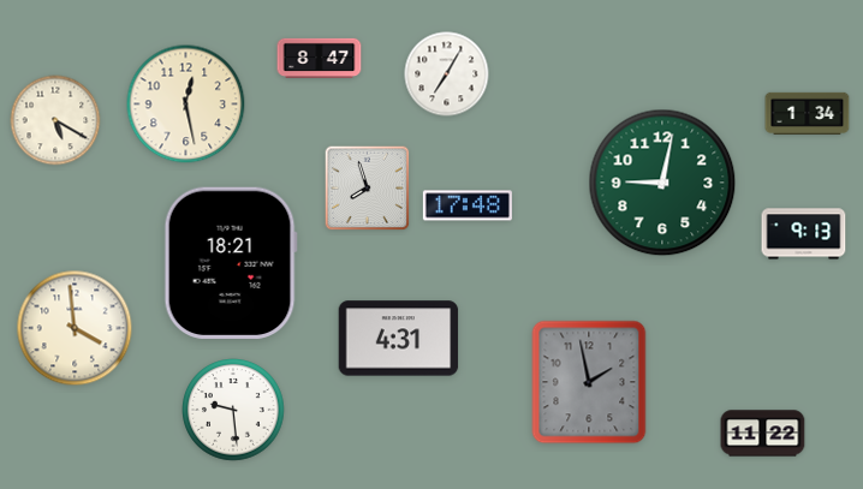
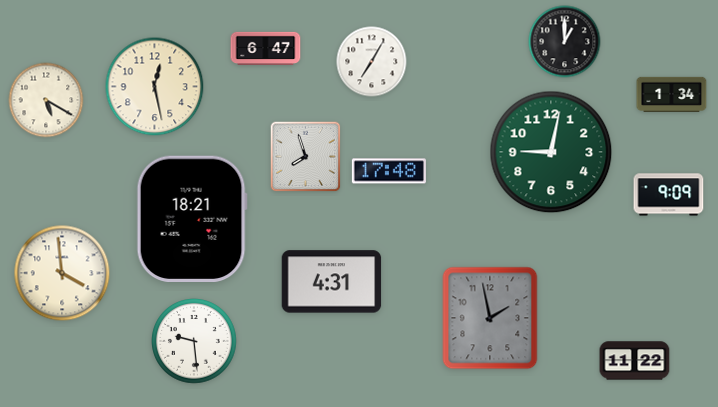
clock at (565, 42): none -> 1:00
clock at (320, 58): 8:47 -> 6:47
clock at (804, 234): 9:13 -> 9:09
